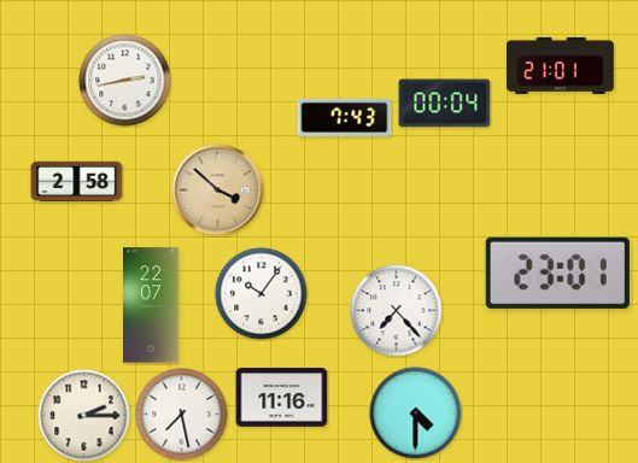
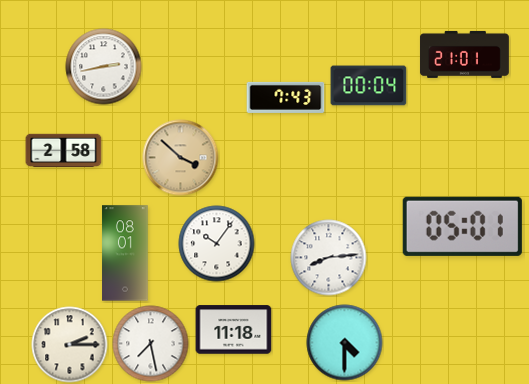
clock at (557, 272): 23:01 -> 05:01
clock at (151, 305): 22:07 -> 08:01
clock at (397, 311): 7:23 -> 8:14
clock at (282, 398): 11:16 -> 11:18
